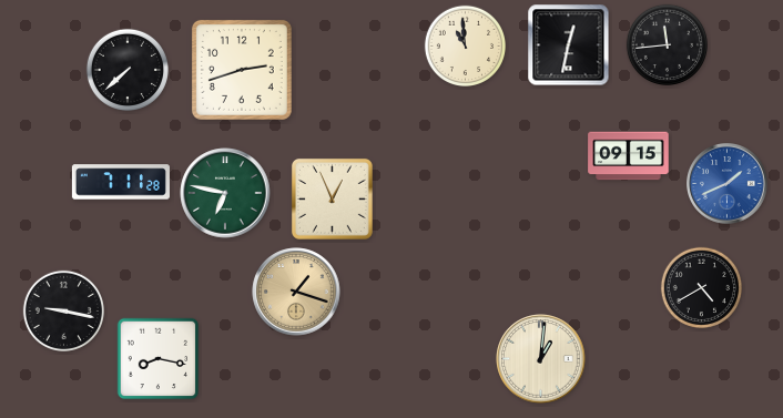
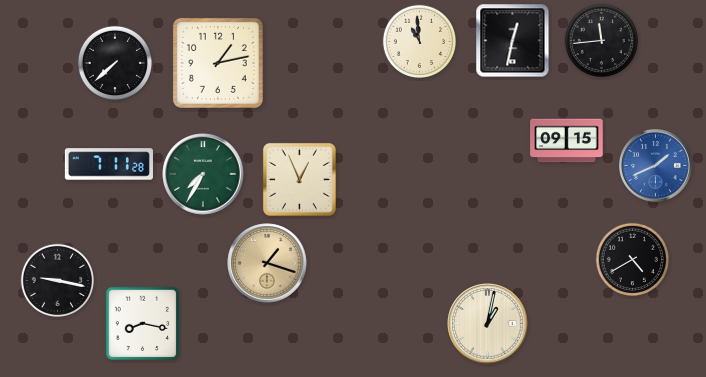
clock at (242, 70): 2:42 -> 1:13
clock at (225, 193): 6:47 -> 7:35
clock at (541, 359): 1:01 -> 1:02
